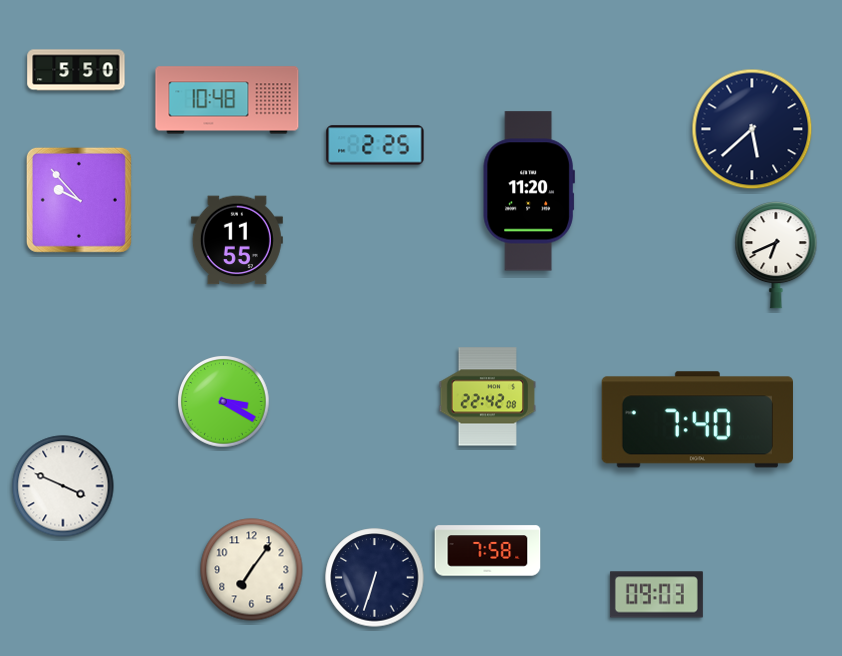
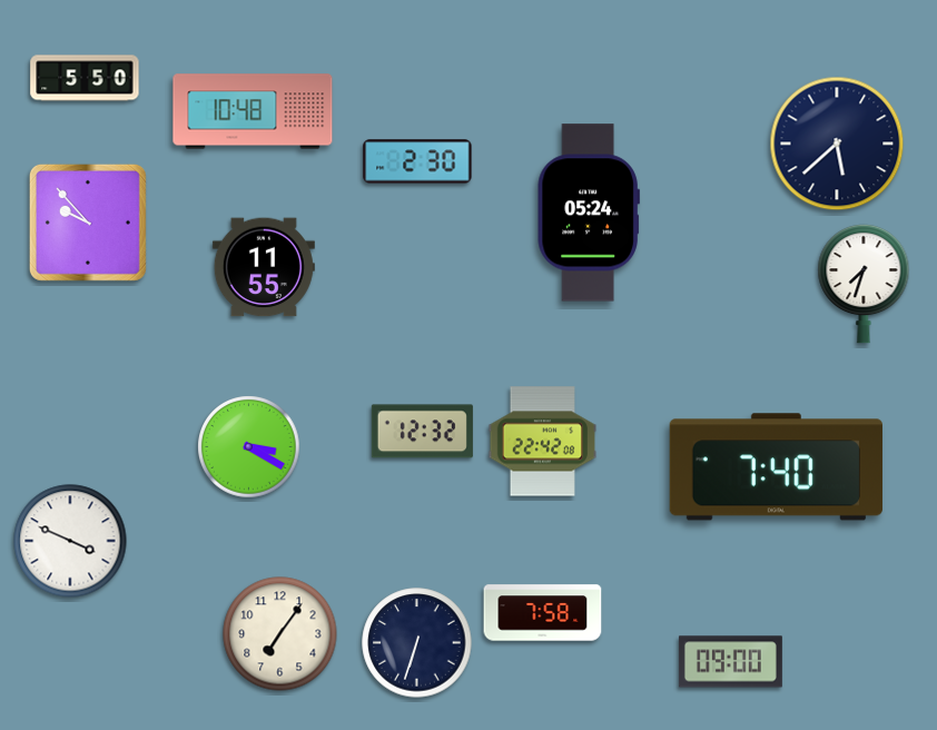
clock at (375, 145): 2:25 -> 2:30
clock at (529, 191): 11:20 -> 05:24
clock at (776, 255): 6:41 -> 7:33
clock at (422, 432): none -> 12:32
clock at (656, 595): 09:03 -> 09:00
